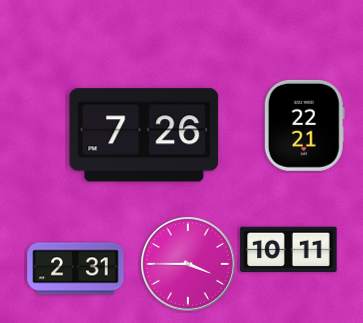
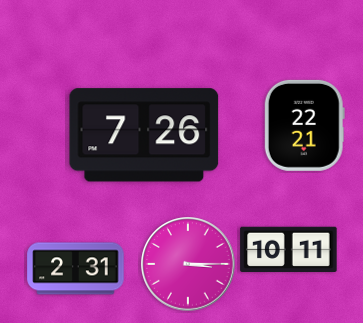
clock at (188, 264): 3:45 -> 3:15
